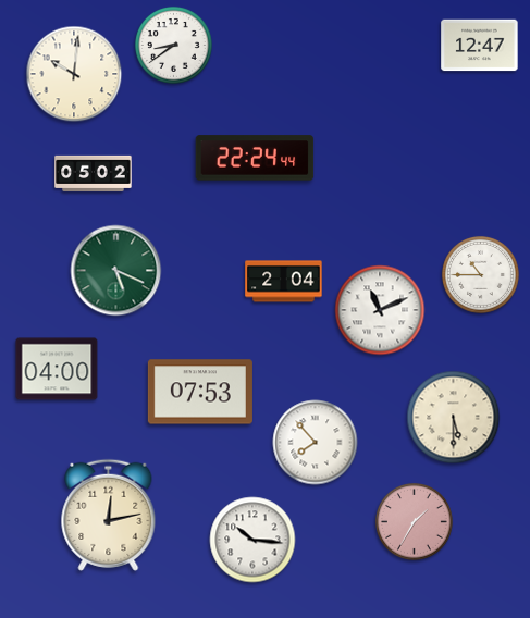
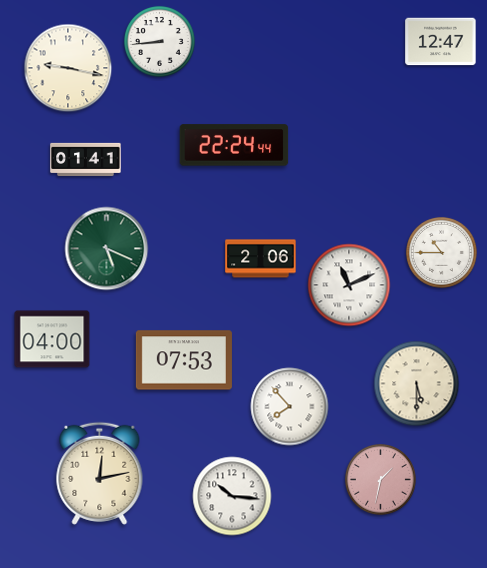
clock at (173, 45): 8:39 -> 8:44
clock at (74, 74): 10:01 -> 9:17
clock at (94, 173): 05:02 -> 01:41
clock at (284, 282): 2:04 -> 2:06
clock at (414, 521): 1:35 -> 1:32
